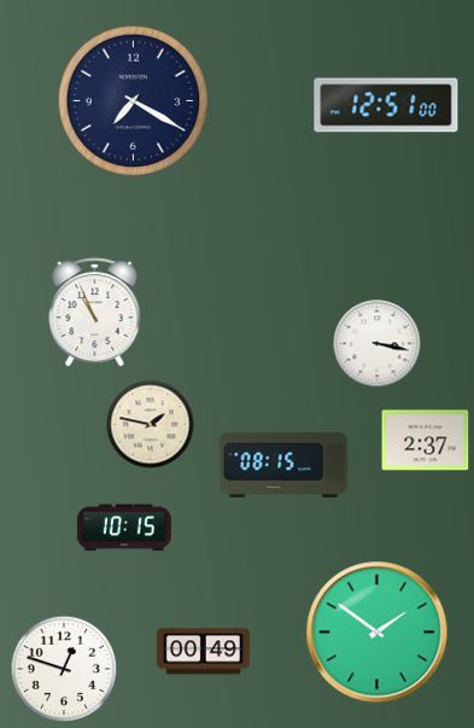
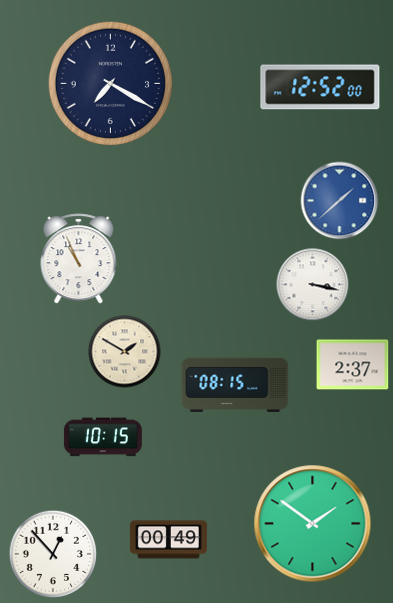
clock at (386, 105): 12:51 -> 12:52
clock at (340, 201): none -> 1:38
clock at (151, 425): 1:47 -> 1:50
clock at (64, 669): 12:48 -> 12:53
